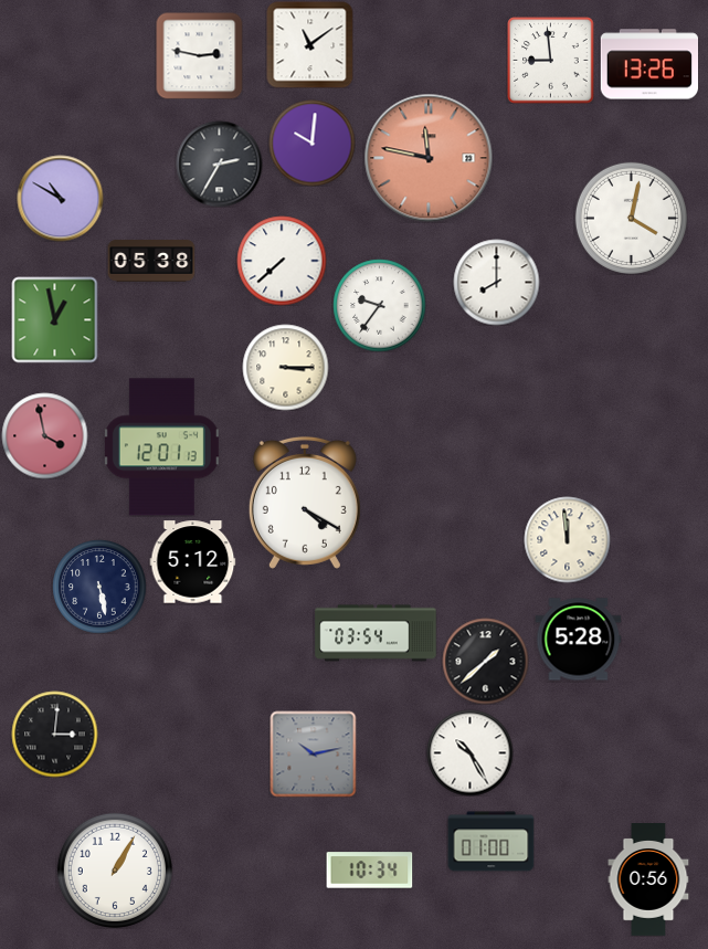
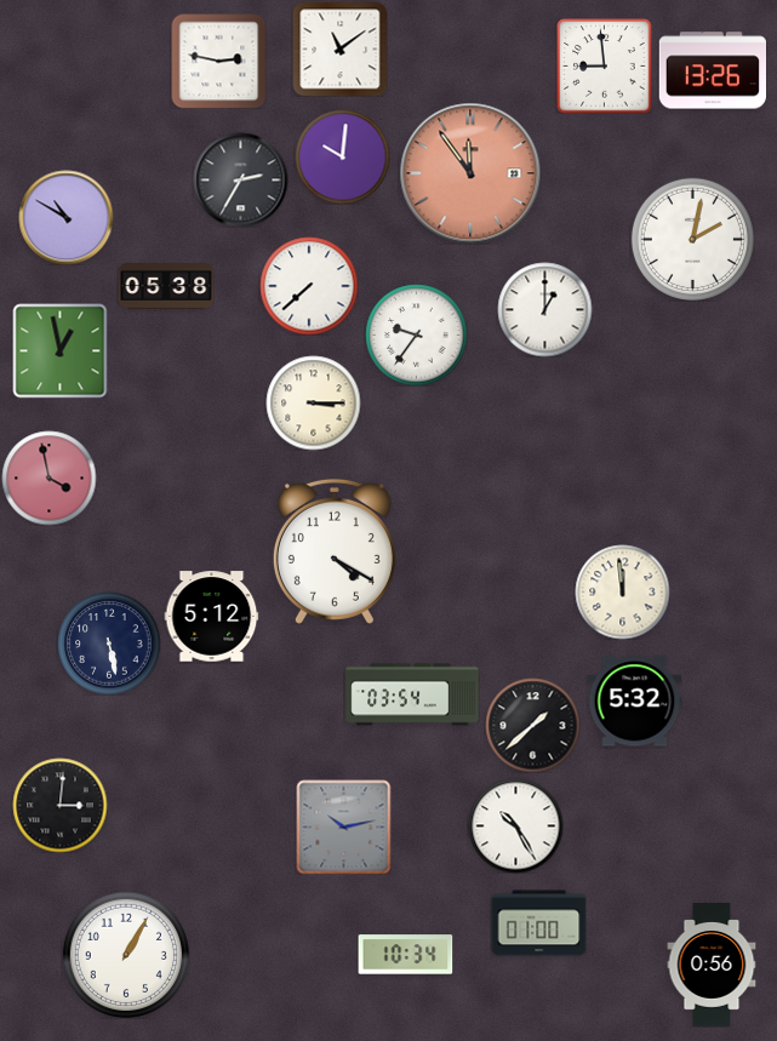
clock at (429, 158): 11:47 -> 11:54
clock at (631, 218): 4:02 -> 2:02
clock at (496, 282): 8:00 -> 1:00
clock at (161, 447): 12:01 -> none
clock at (578, 640): 5:28 -> 5:32
